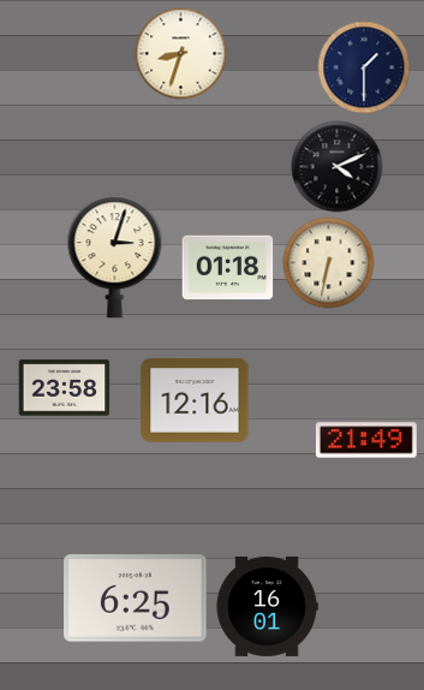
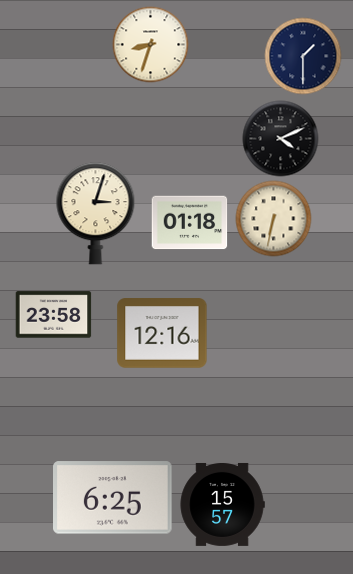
clock at (65, 388) position: (65, 388) -> (54, 315)
clock at (366, 440): 21:49 -> none
clock at (267, 606): 16:01 -> 15:57
